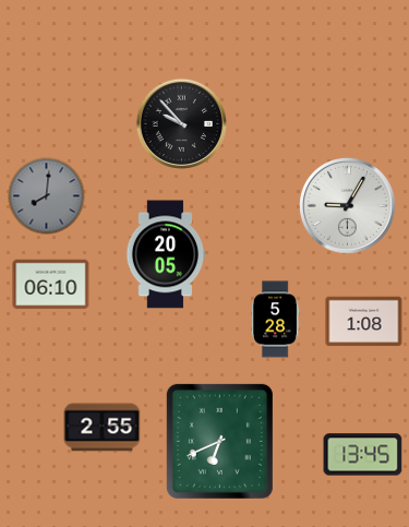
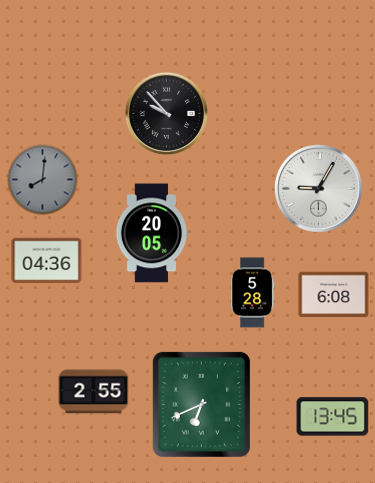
clock at (51, 285): 06:10 -> 04:36
clock at (364, 322): 1:08 -> 6:08
